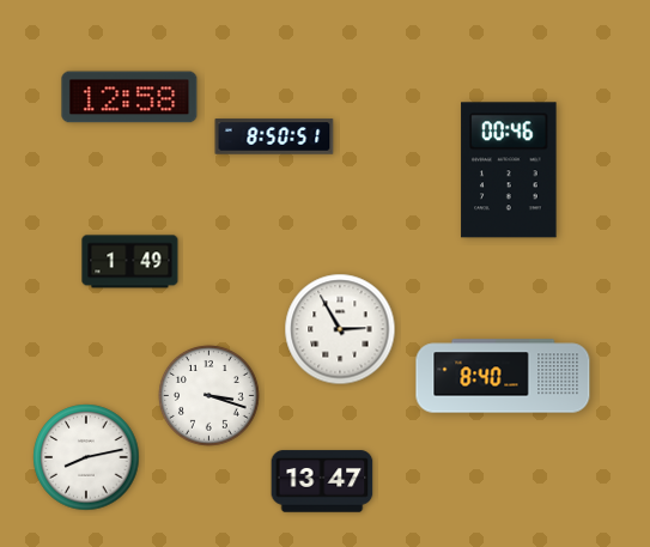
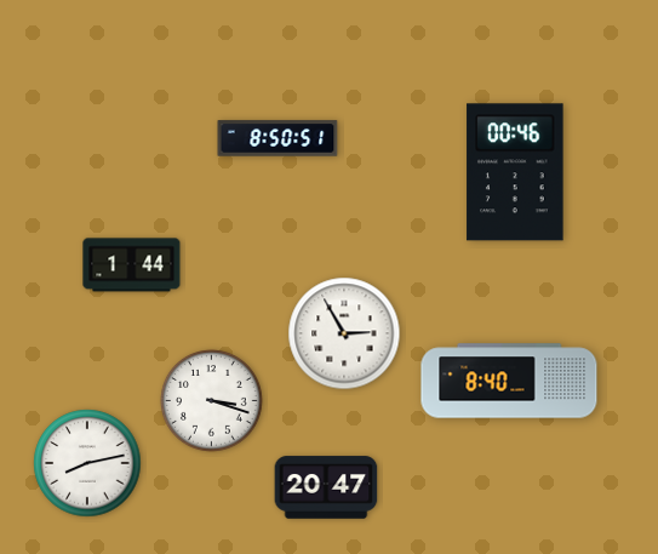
clock at (129, 97): 12:58 -> none
clock at (130, 262): 1:49 -> 1:44
clock at (322, 481): 13:47 -> 20:47
